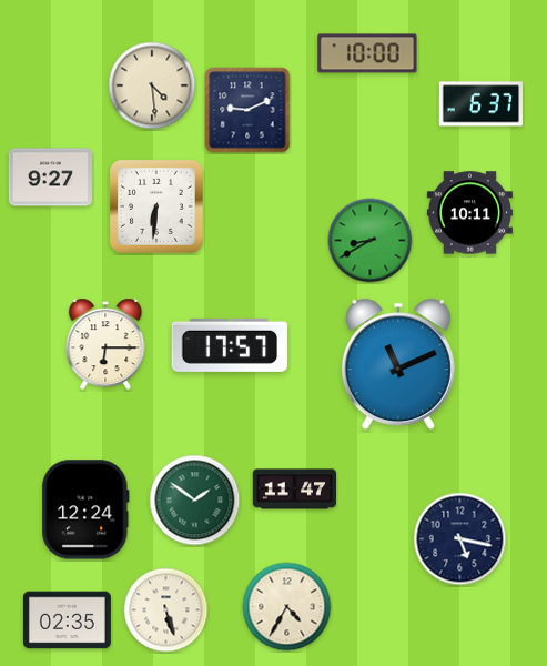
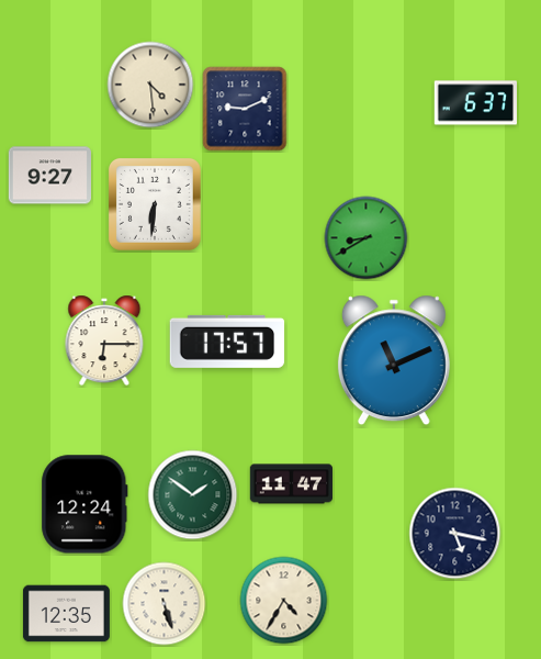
clock at (367, 53): 10:00 -> none
clock at (469, 213): 10:11 -> none
clock at (67, 620): 02:35 -> 12:35
